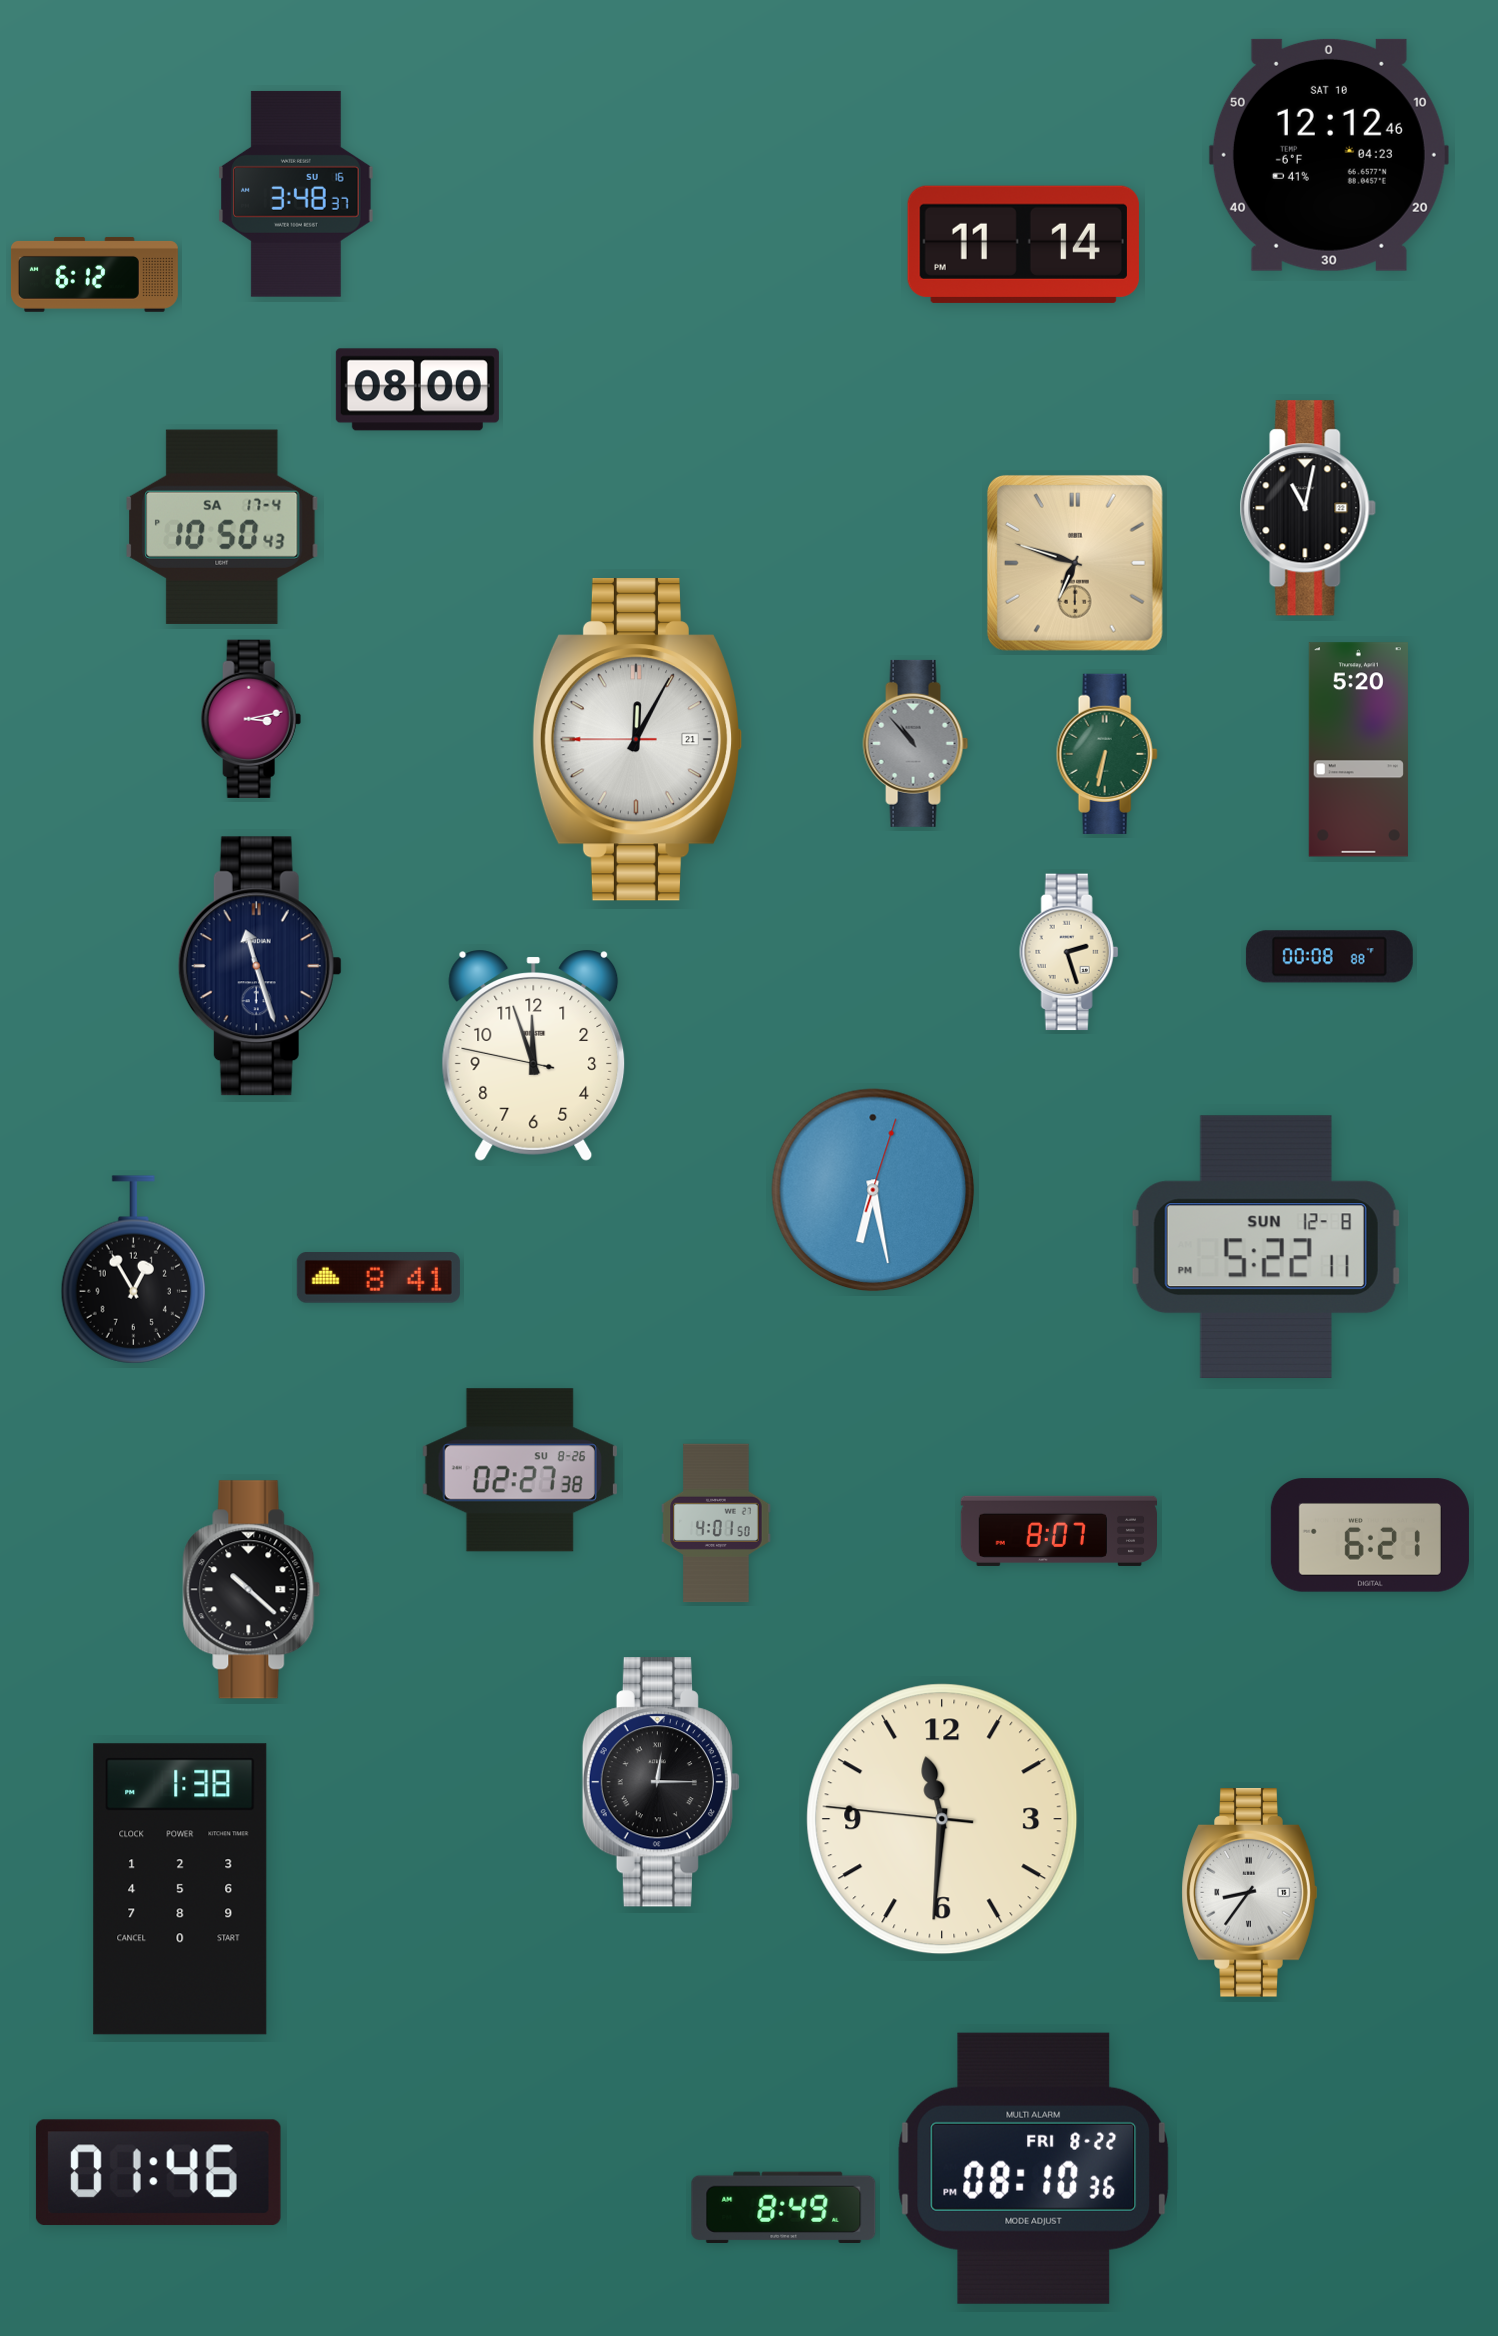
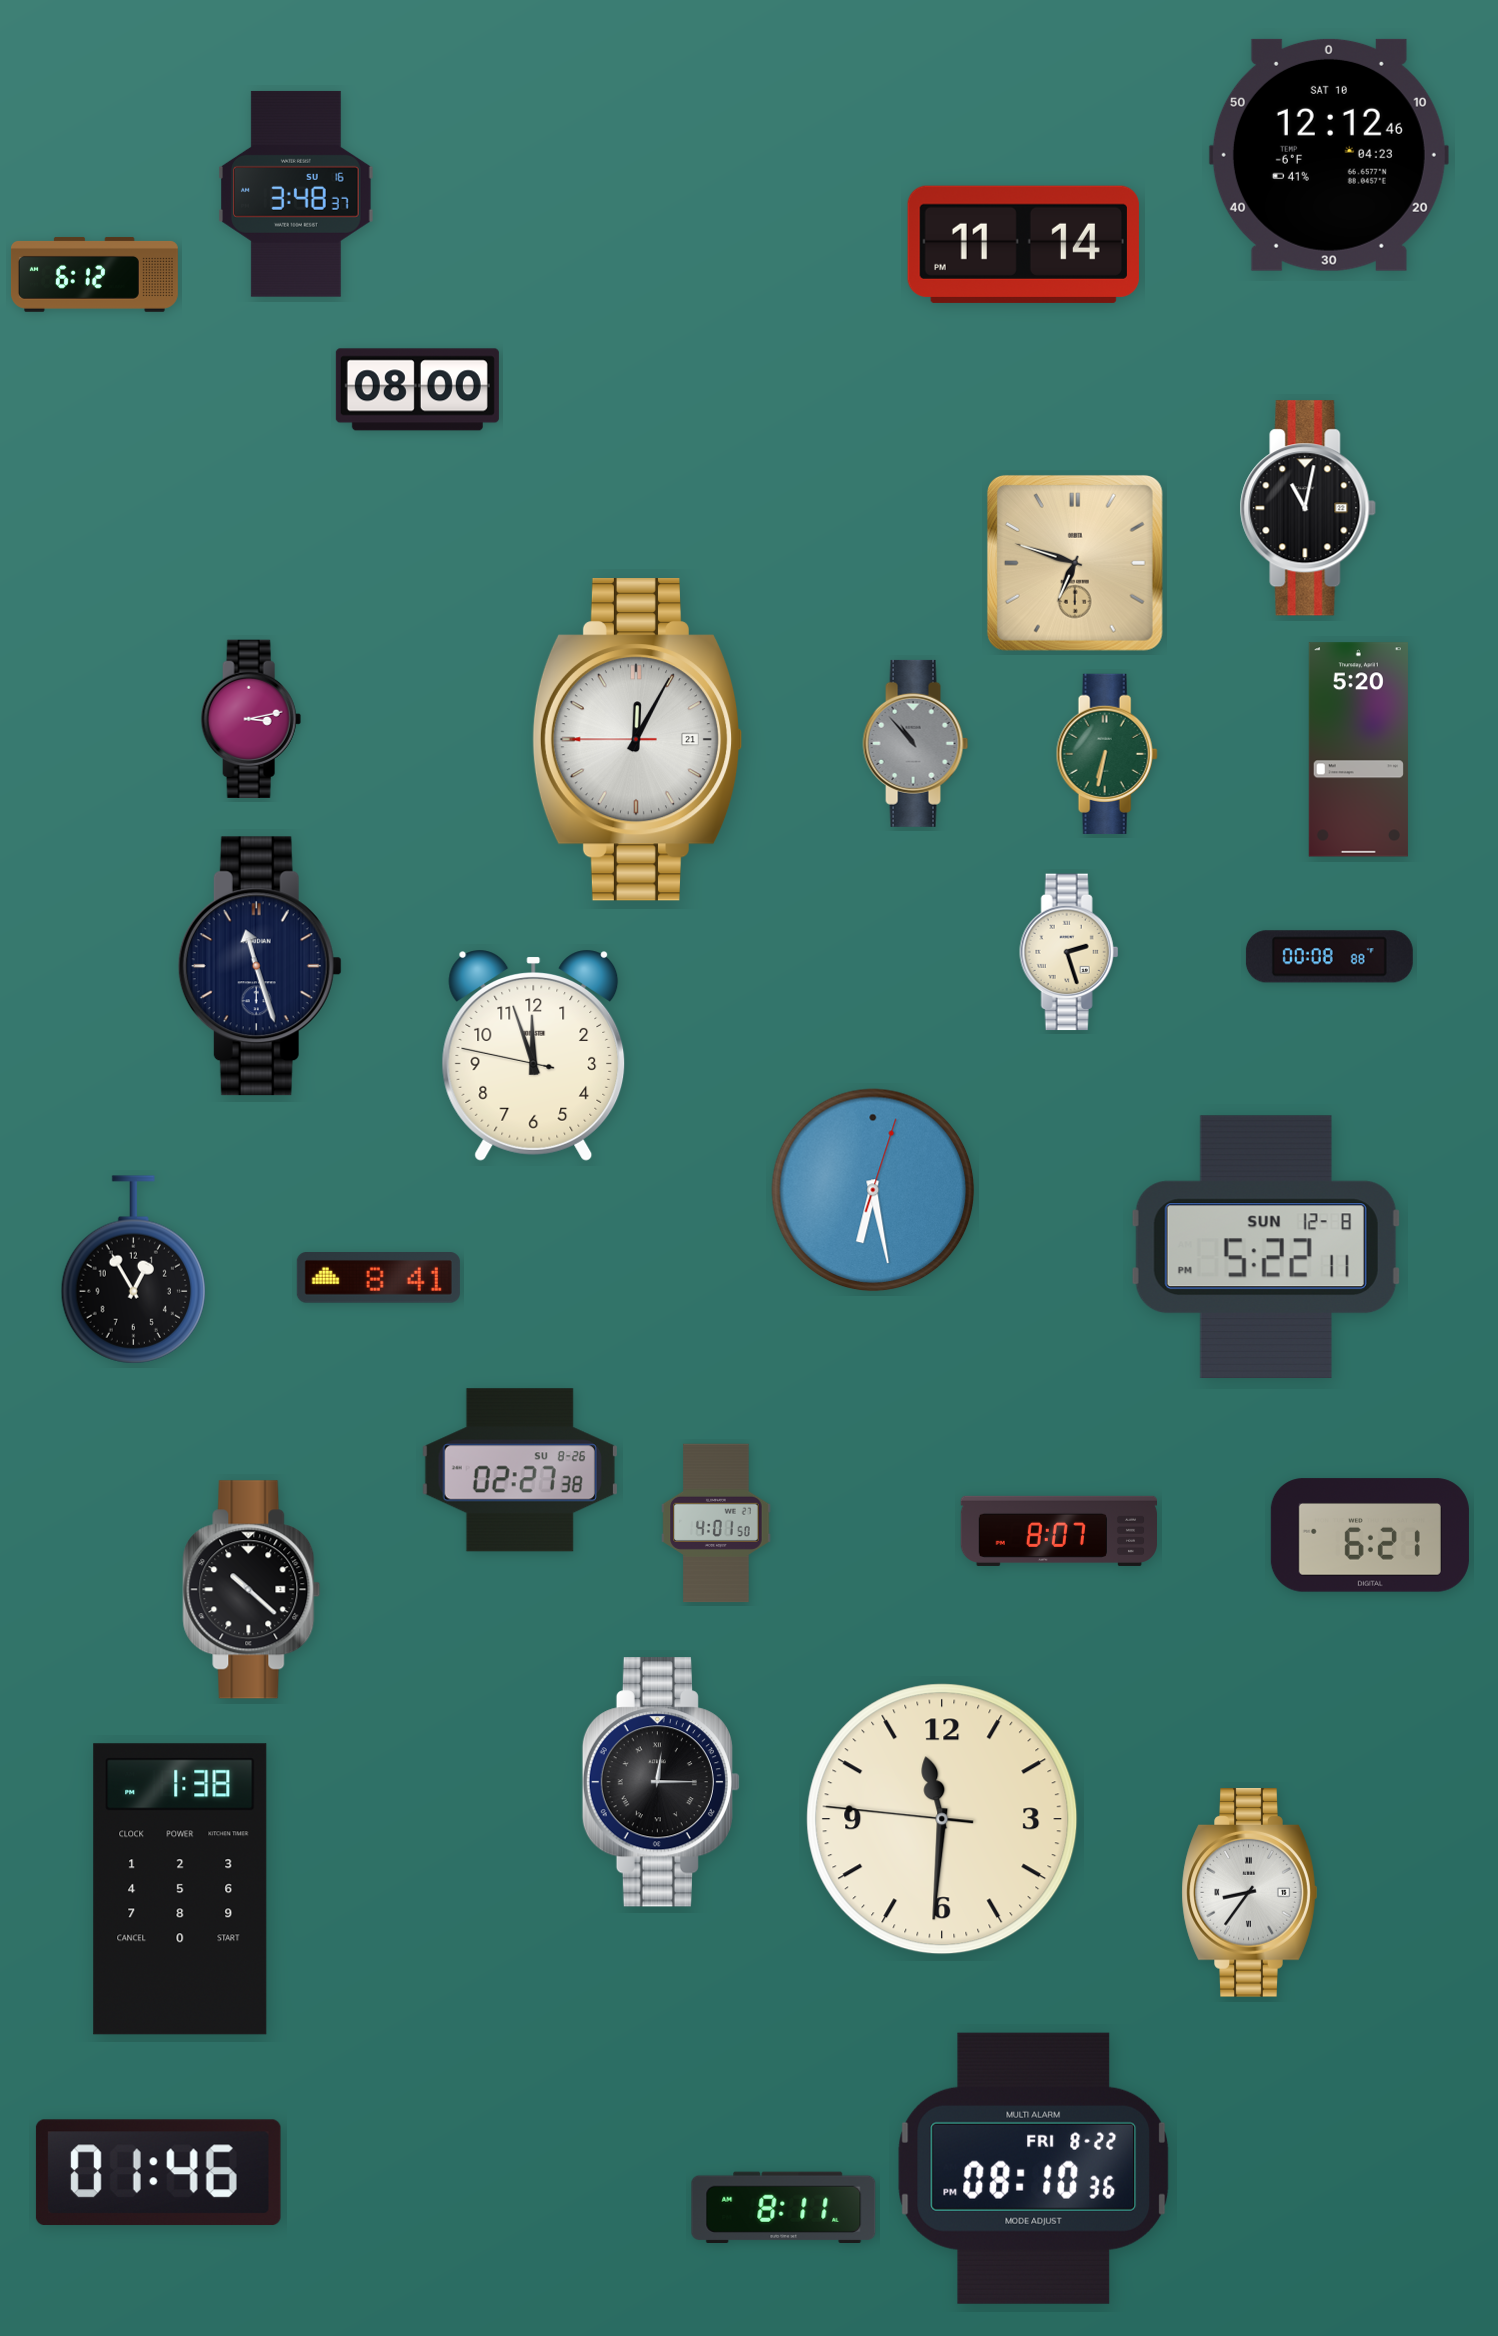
clock at (222, 527): 10:50 -> none
clock at (784, 2207): 8:49 -> 8:11
